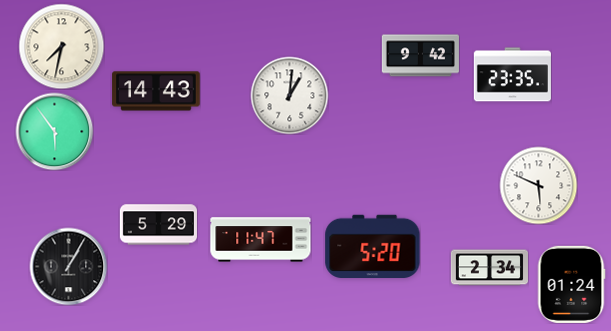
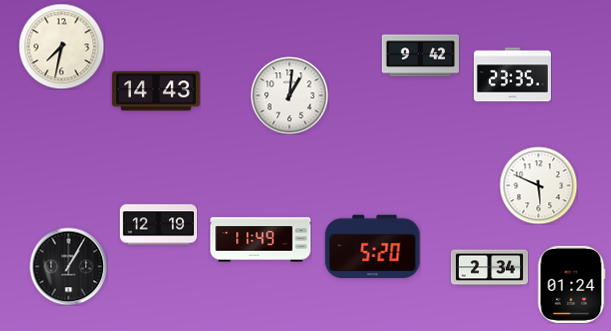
clock at (54, 131): 5:54 -> none
clock at (158, 225): 5:29 -> 12:19
clock at (261, 240): 11:47 -> 11:49
